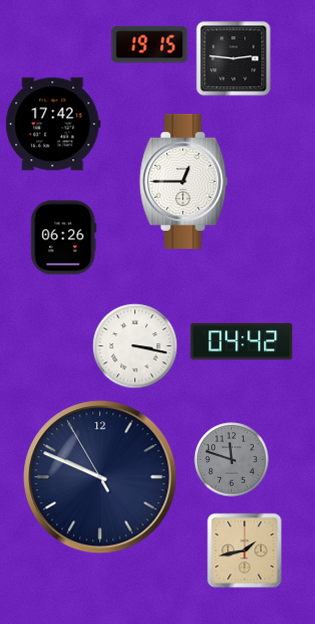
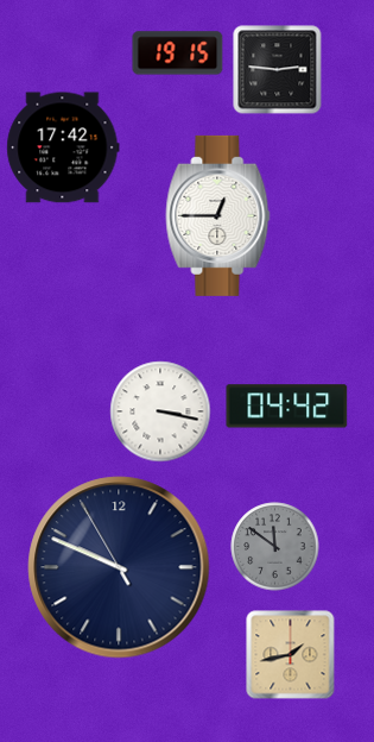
clock at (64, 238): 06:26 -> none
clock at (232, 460): 11:48 -> 11:51
